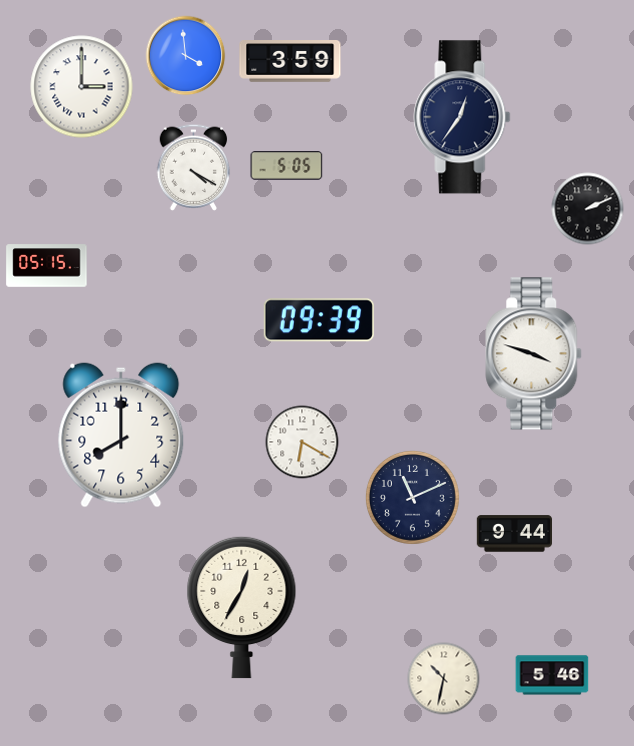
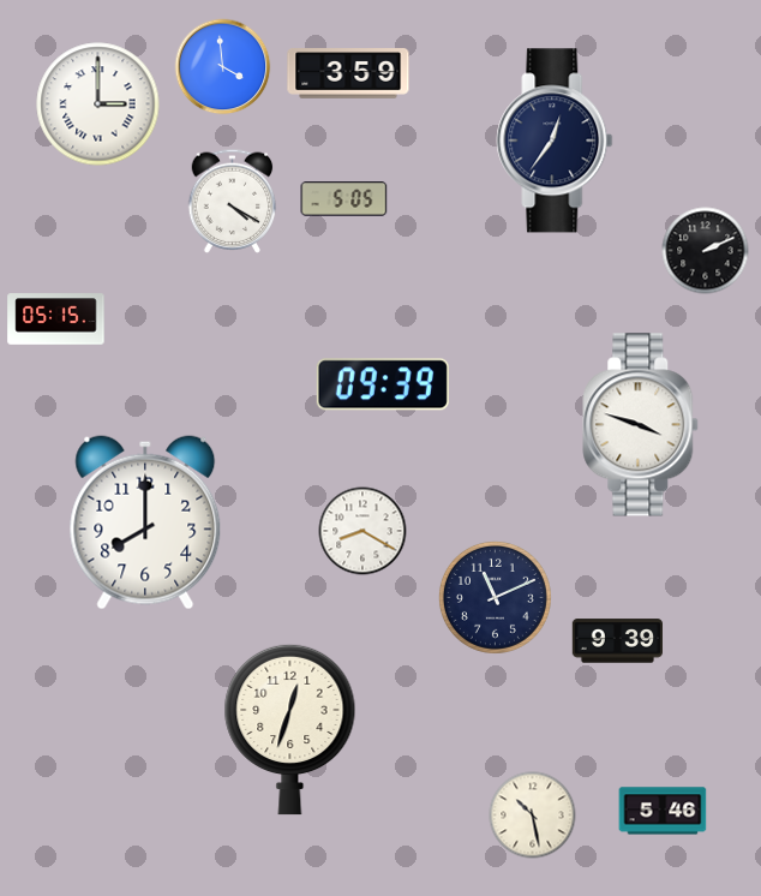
clock at (302, 442): 6:20 -> 8:20
clock at (515, 534): 9:44 -> 9:39
clock at (242, 607): 12:35 -> 12:33
clock at (444, 679): 10:32 -> 10:28
